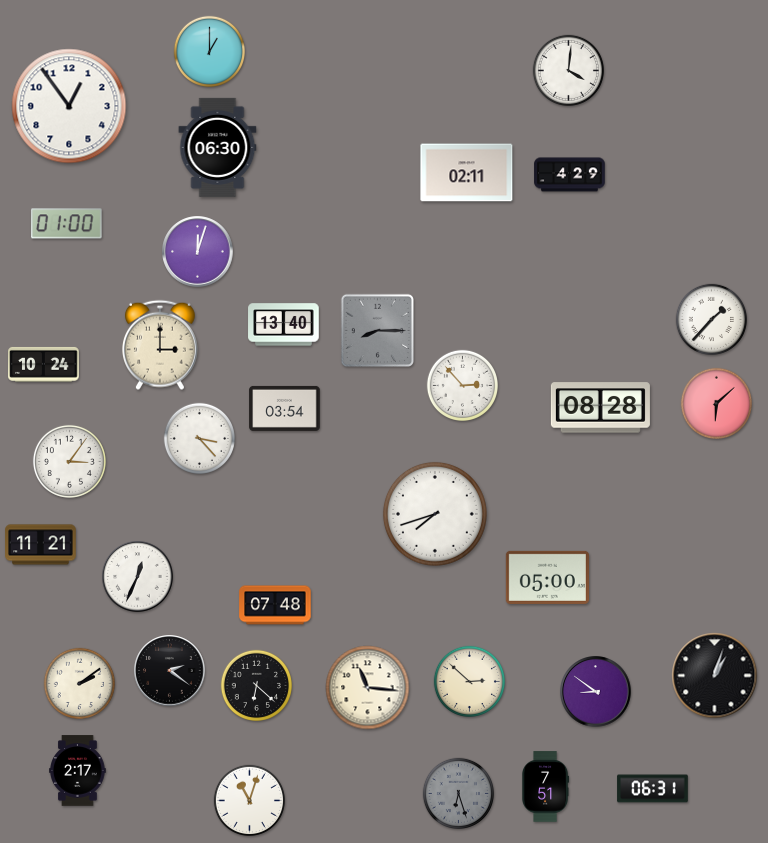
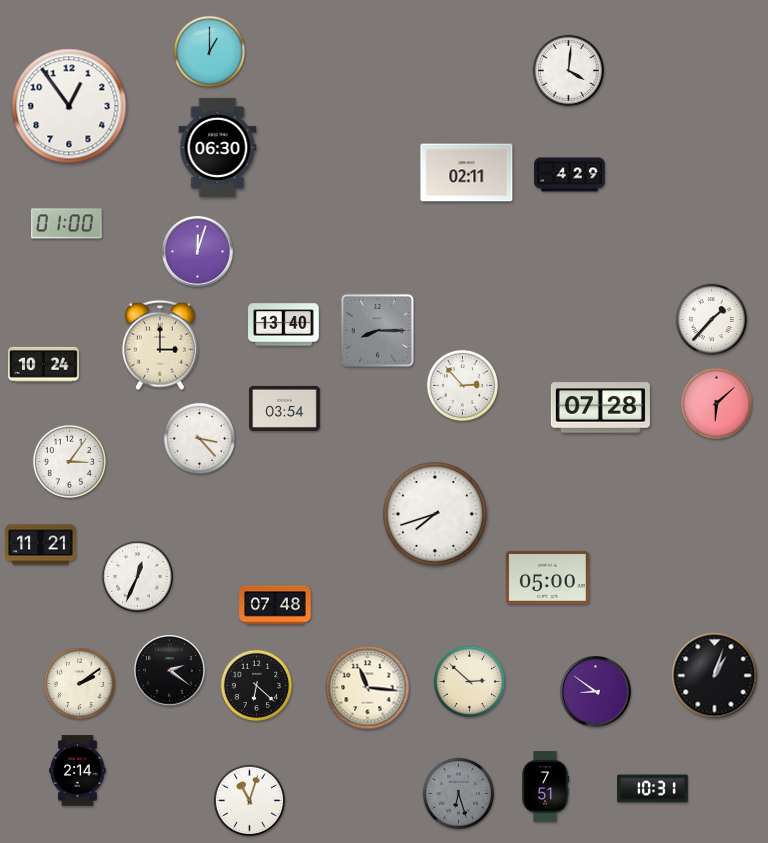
clock at (600, 408): 08:28 -> 07:28
clock at (78, 771): 2:17 -> 2:14
clock at (653, 789): 06:31 -> 10:31
